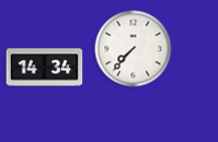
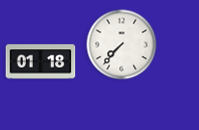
clock at (45, 68): 14:34 -> 01:18
